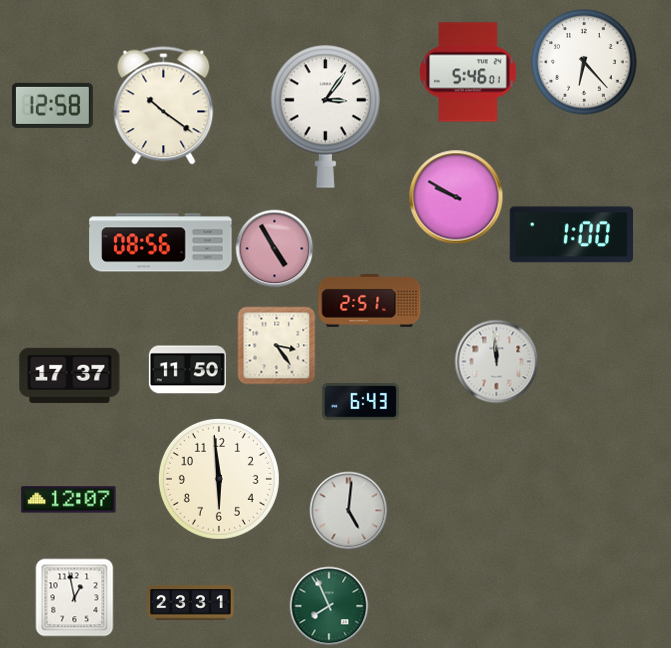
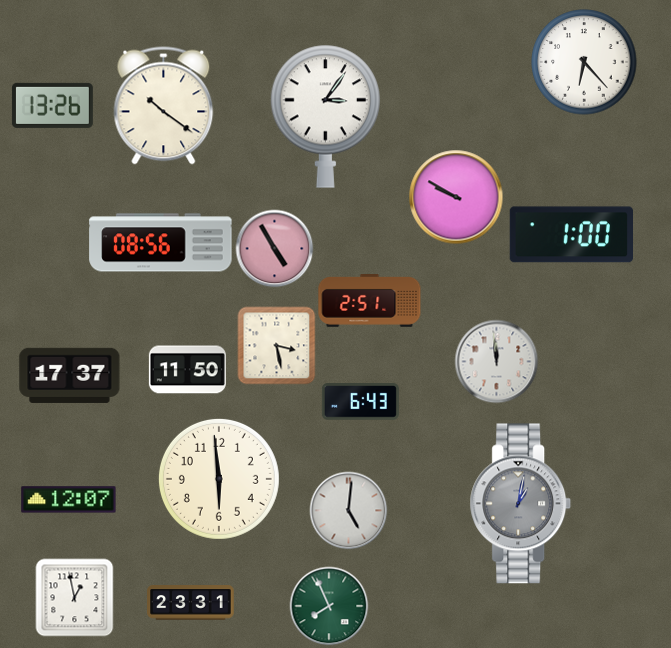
clock at (468, 72): 5:46 -> none
clock at (52, 105): 12:58 -> 13:26
clock at (276, 345): 3:24 -> 3:28
clock at (521, 504): none -> 1:02
